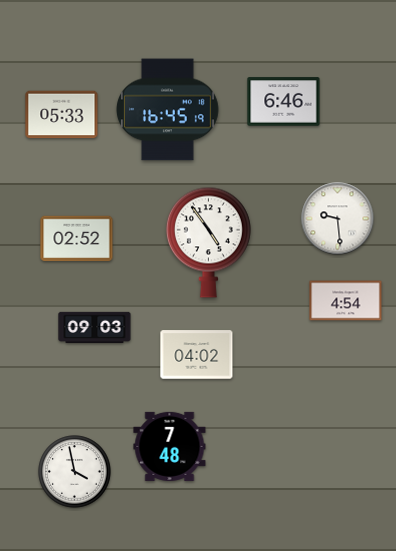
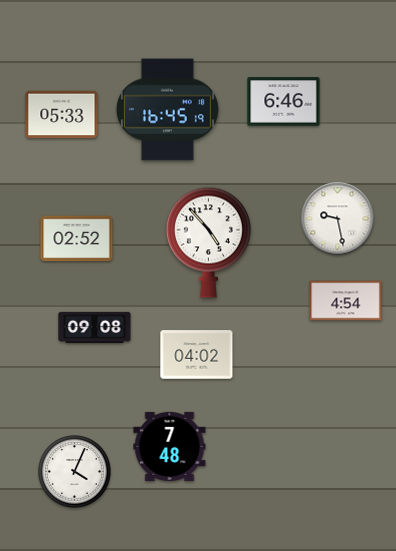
clock at (338, 219): 9:29 -> 9:28
clock at (208, 242): 4:54 -> 4:53
clock at (95, 328): 09:03 -> 09:08
clock at (75, 472): 3:58 -> 4:04
